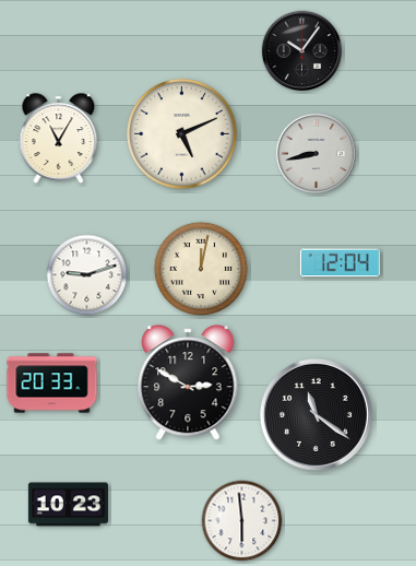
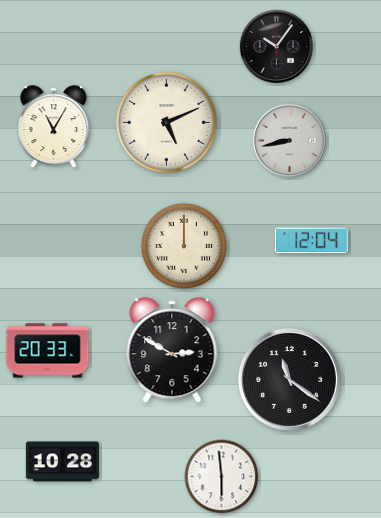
clock at (200, 269): 12:02 -> 12:00
clock at (87, 275): 9:12 -> none
clock at (68, 505): 10:23 -> 10:28
